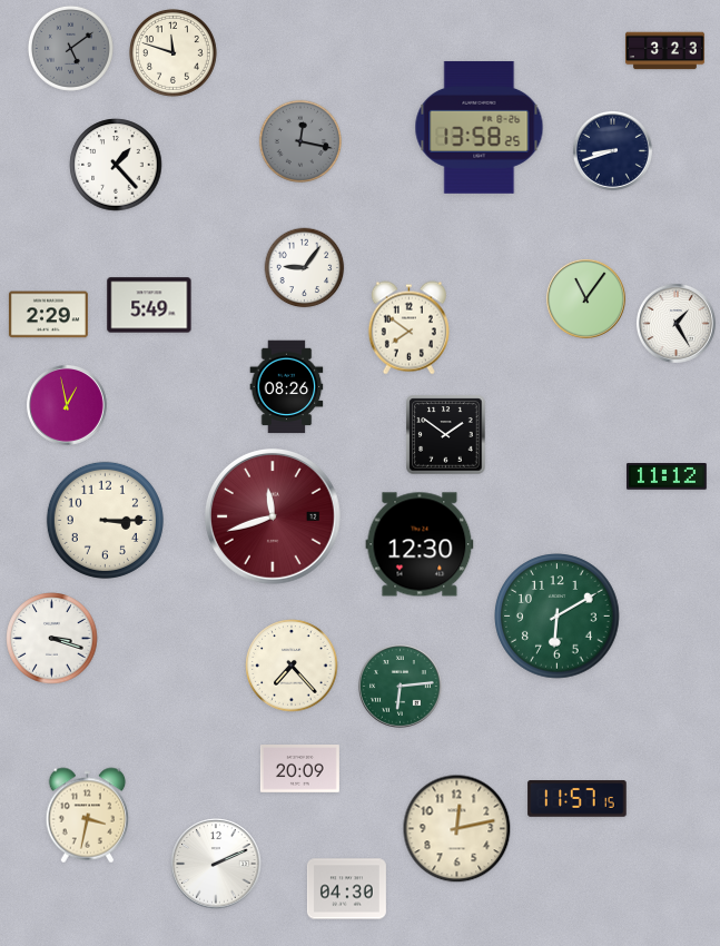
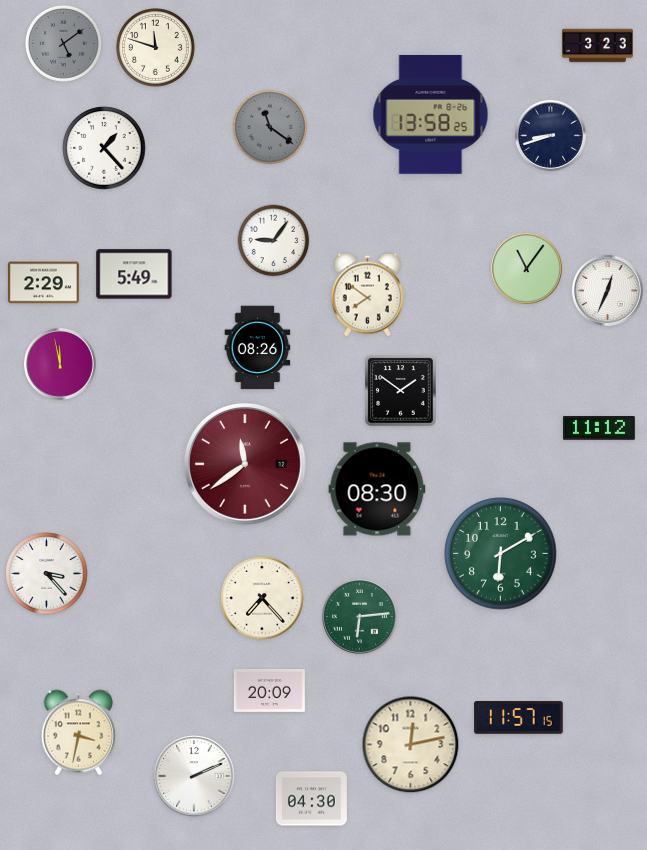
clock at (299, 140): 12:17 -> 11:21
clock at (675, 323): 1:25 -> 12:34
clock at (67, 405): 12:58 -> 11:58
clock at (274, 518): 11:42 -> 11:39
clock at (105, 520): 3:15 -> none
clock at (420, 544): 12:30 -> 08:30
clock at (52, 639): 3:18 -> 3:23
